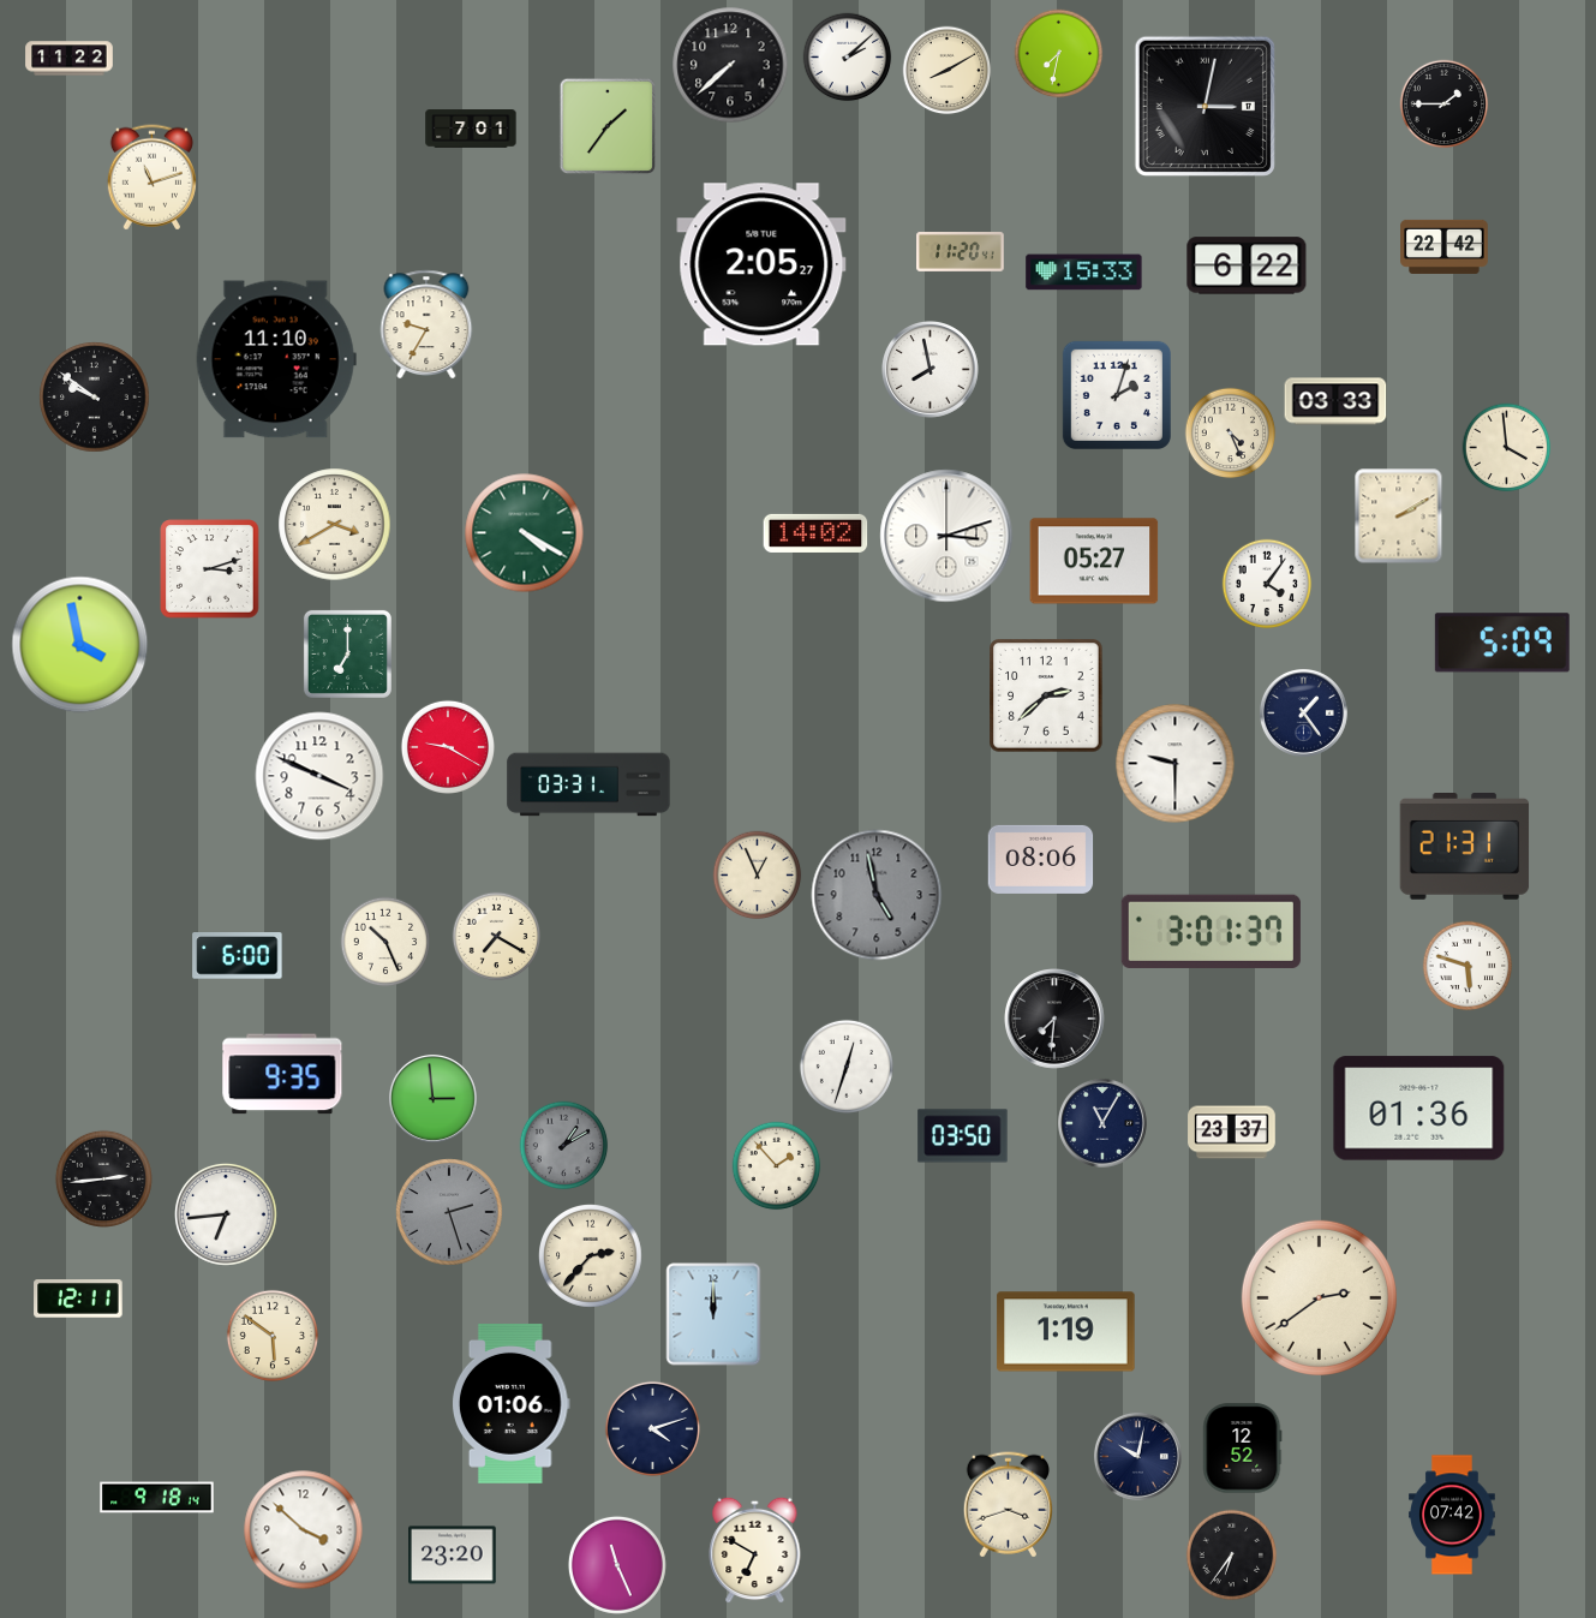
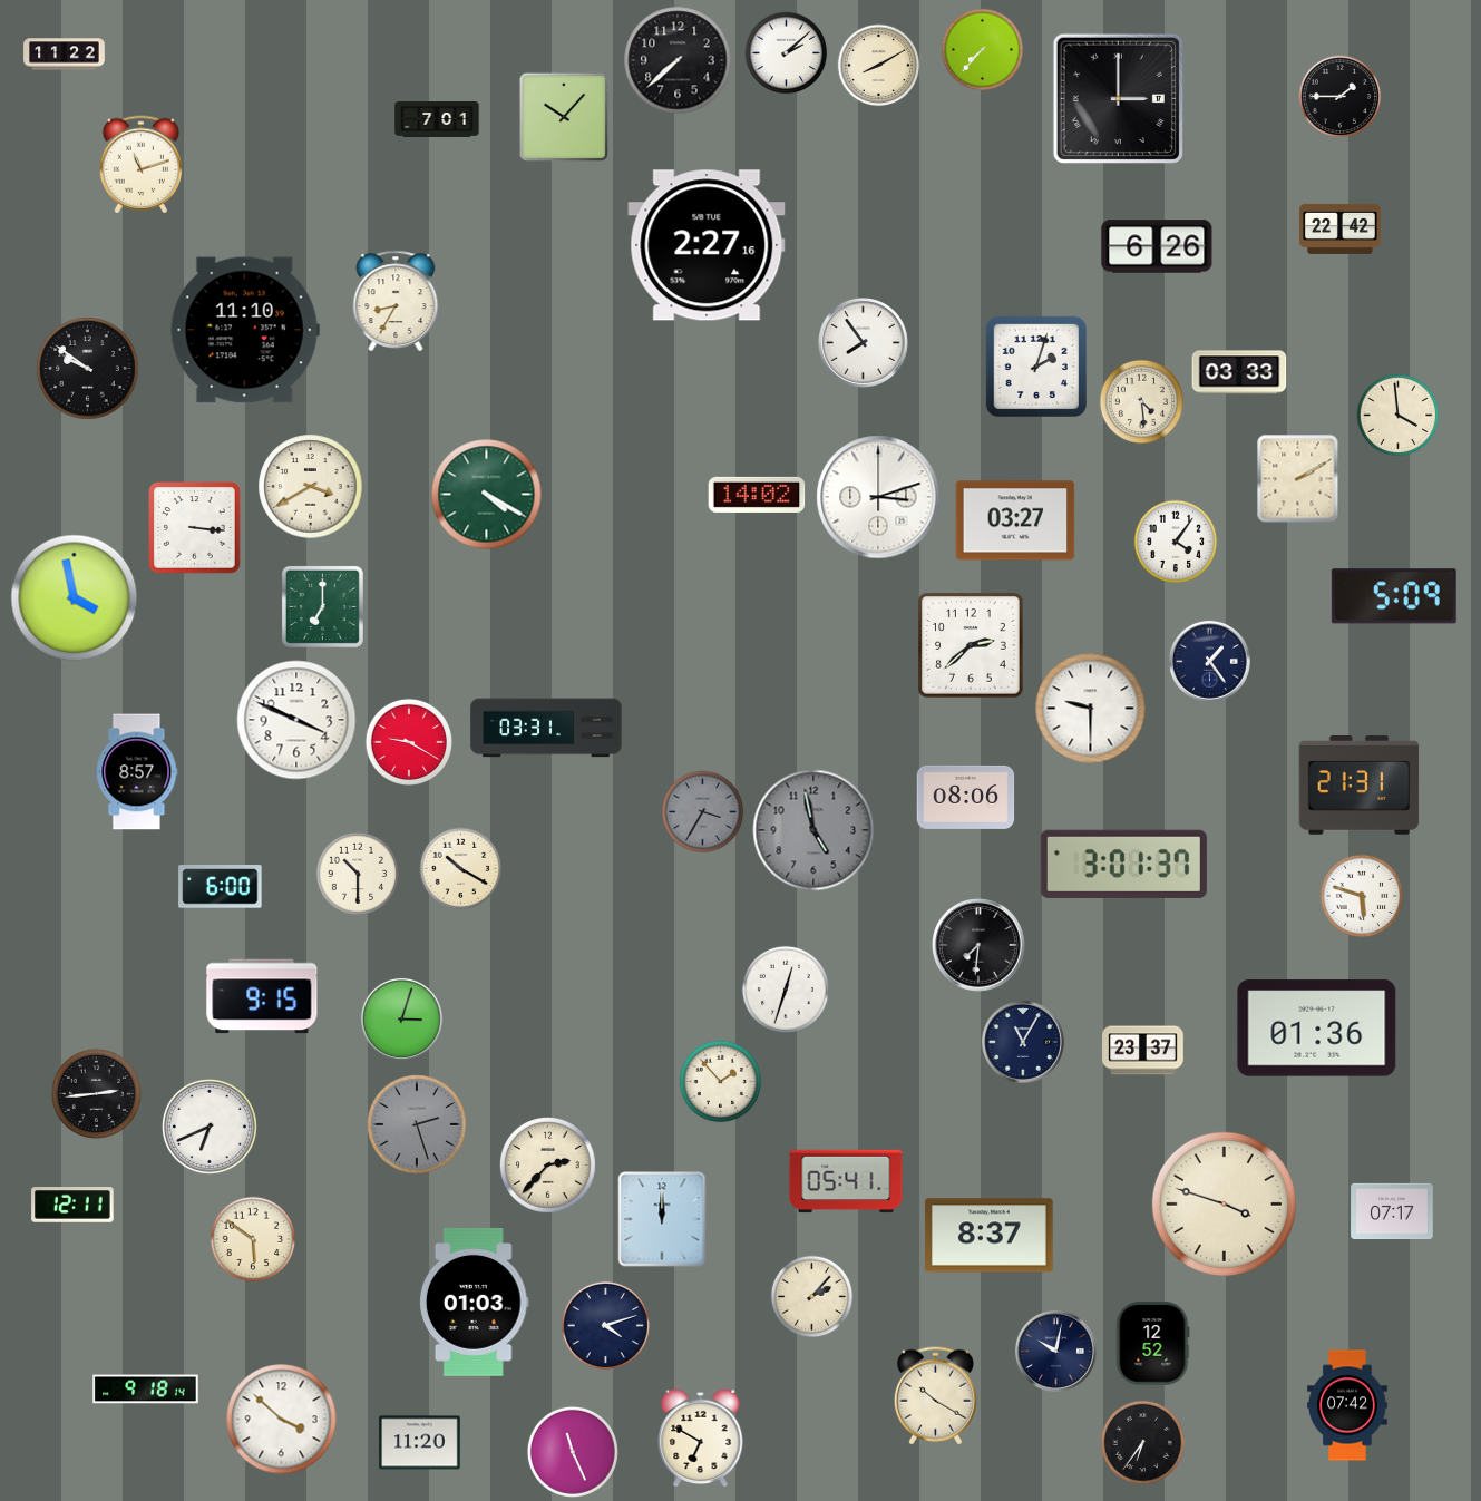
clock at (1059, 54): 7:32 -> 7:37
clock at (1205, 106): 3:02 -> 3:00
clock at (608, 126): 1:36 -> 10:07
clock at (961, 252): 11:20 -> none
clock at (761, 264): 2:05 -> 2:27
clock at (1247, 265): 6:22 -> 6:26
clock at (1084, 273): 15:33 -> none
clock at (426, 324): 9:35 -> 8:35
clock at (276, 359) position: (276, 359) -> (245, 330)
clock at (931, 370): 7:58 -> 7:54
clock at (1231, 434): 4:26 -> 4:29
clock at (1094, 561): 05:27 -> 03:27
clock at (210, 569): 3:12 -> 3:16
clock at (448, 747) position: (448, 747) -> (409, 742)
clock at (137, 772): none -> 8:57
clock at (758, 876): 12:56 -> 3:35
clock at (758, 876) dial: cream -> grey
clock at (497, 937): 7:20 -> 10:20
clock at (385, 942): 10:26 -> 10:30
clock at (282, 1074): 9:35 -> 9:15
clock at (432, 1098): 2:59 -> 3:03
clock at (963, 1136): 03:50 -> none
clock at (564, 1146): 1:10 -> none
clock at (226, 1214): 6:44 -> 6:41
clock at (846, 1181): none -> 05:41
clock at (1319, 1297): 2:39 -> 3:48
clock at (1392, 1211): none -> 07:17
clock at (1066, 1332): 1:19 -> 8:37
clock at (812, 1297): none -> 2:07
clock at (510, 1403): 01:06 -> 01:03
clock at (1008, 1505): 3:42 -> 10:20
clock at (453, 1556): 23:20 -> 11:20
